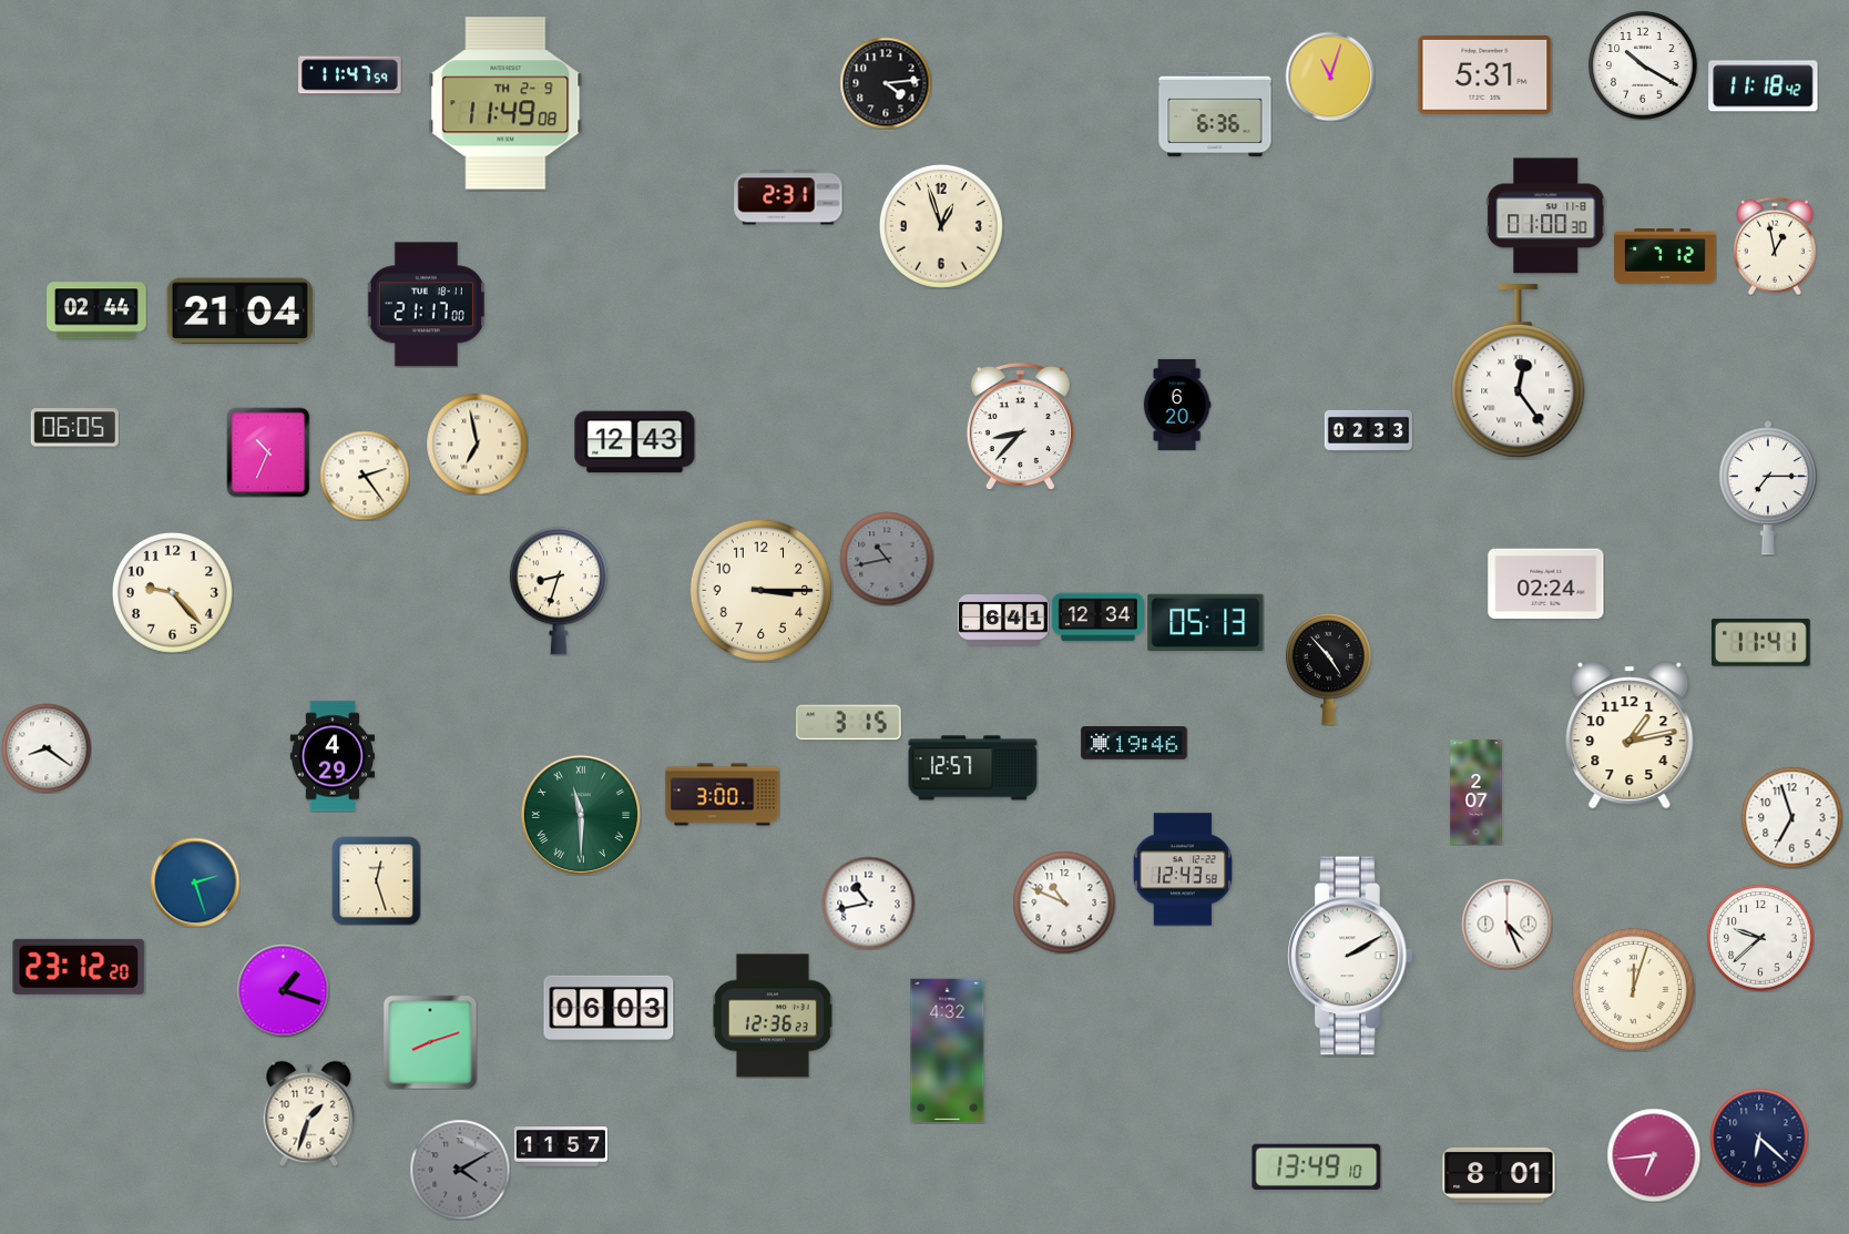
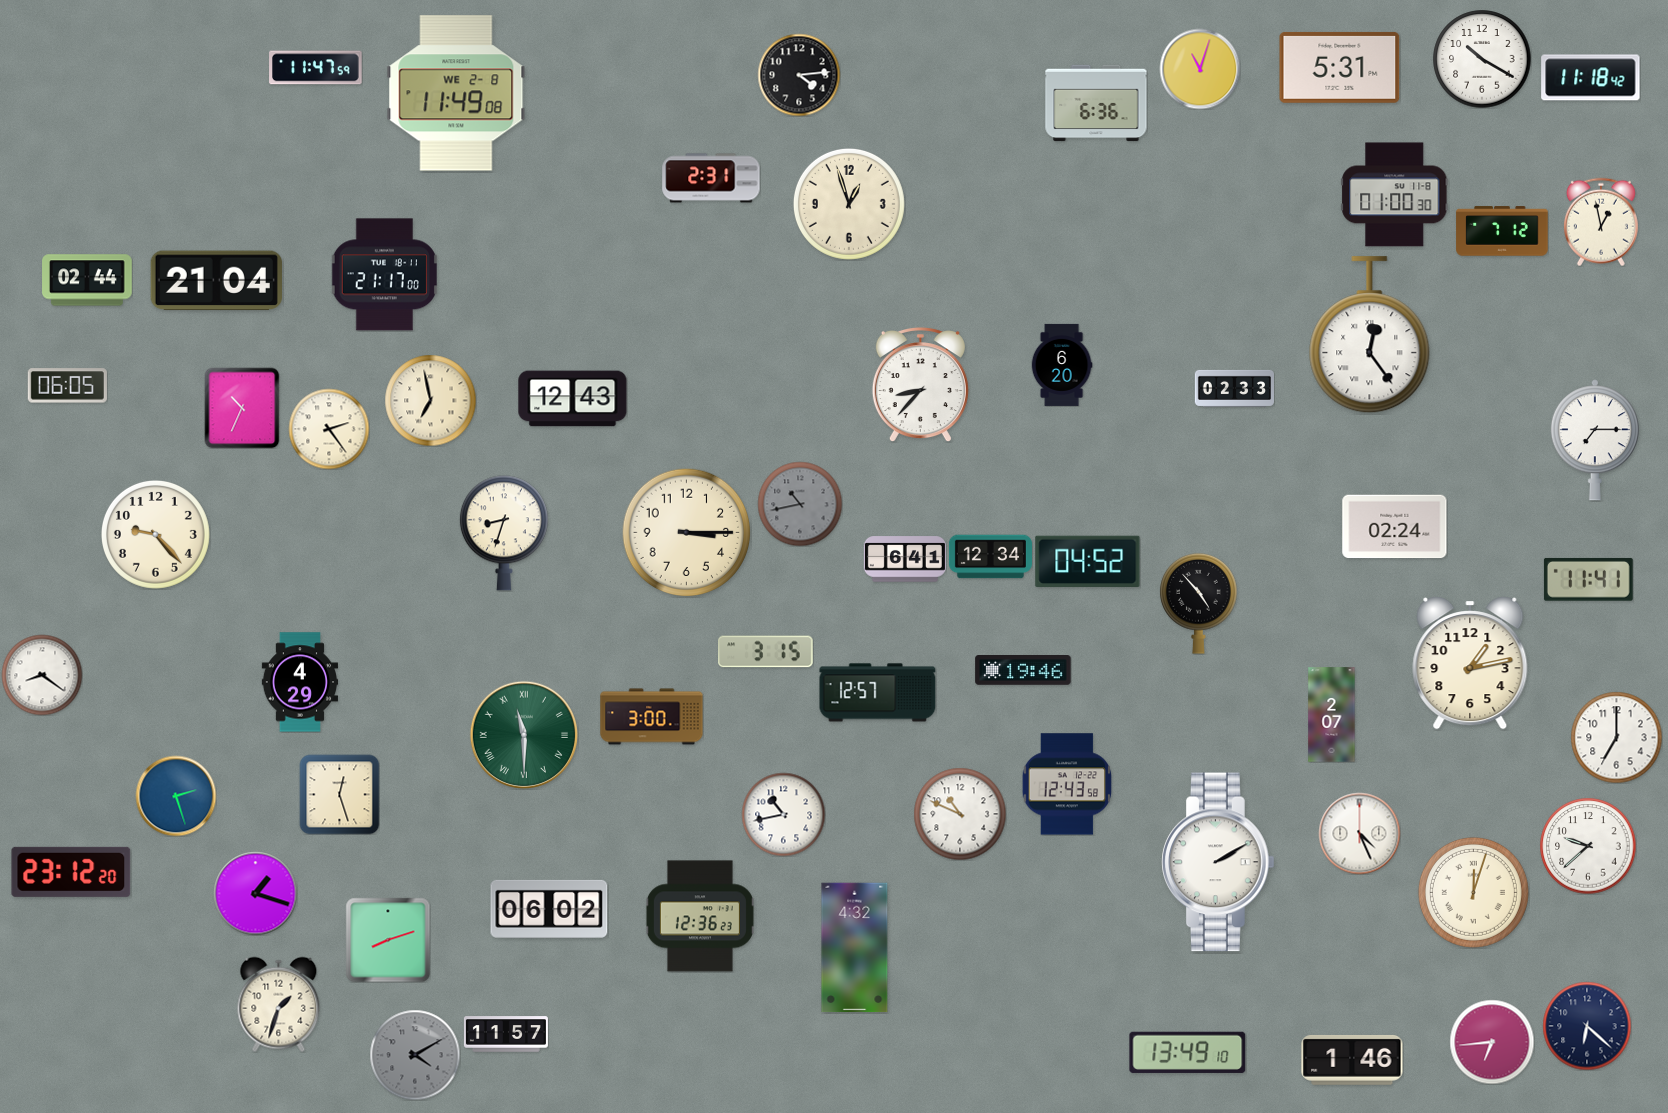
clock at (505, 103) date: TH 2-9 -> WE 2-8
clock at (1206, 623): 05:13 -> 04:52
clock at (1791, 817): 6:57 -> 7:00
clock at (609, 1008): 06:03 -> 06:02
clock at (773, 1016) position: (773, 1016) -> (700, 916)
clock at (1499, 1175): 8:01 -> 1:46
